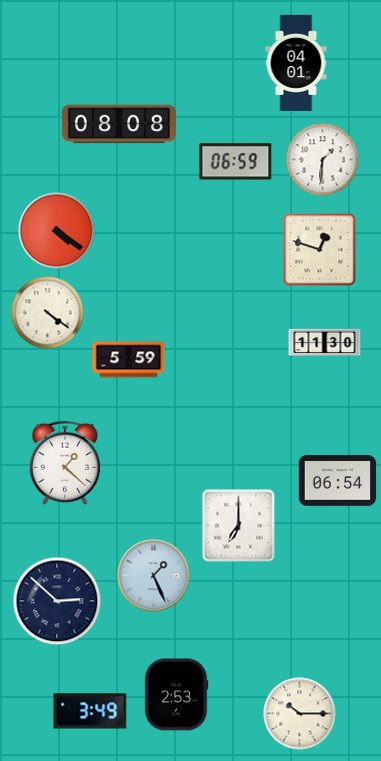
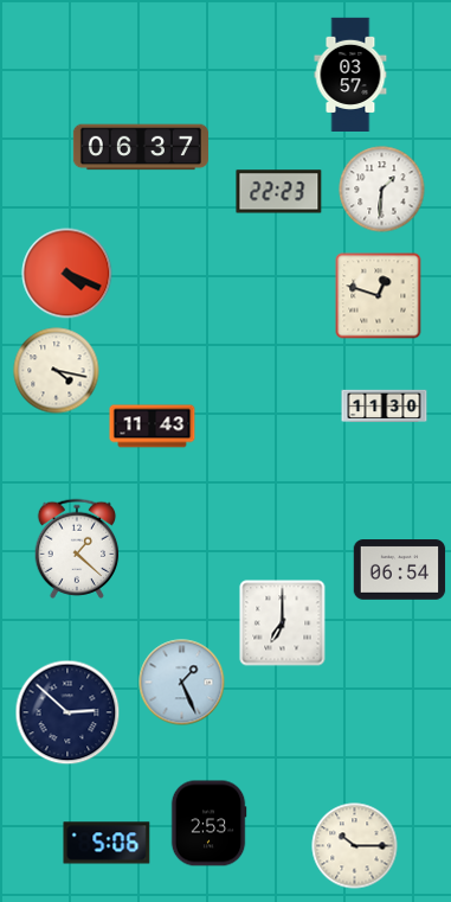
clock at (296, 62): 04:01 -> 03:57
clock at (119, 124): 08:08 -> 06:37
clock at (236, 162): 06:59 -> 22:23
clock at (57, 231): 4:21 -> 4:19
clock at (48, 313): 4:21 -> 4:17
clock at (129, 360): 5:59 -> 11:43
clock at (90, 711): 3:49 -> 5:06
